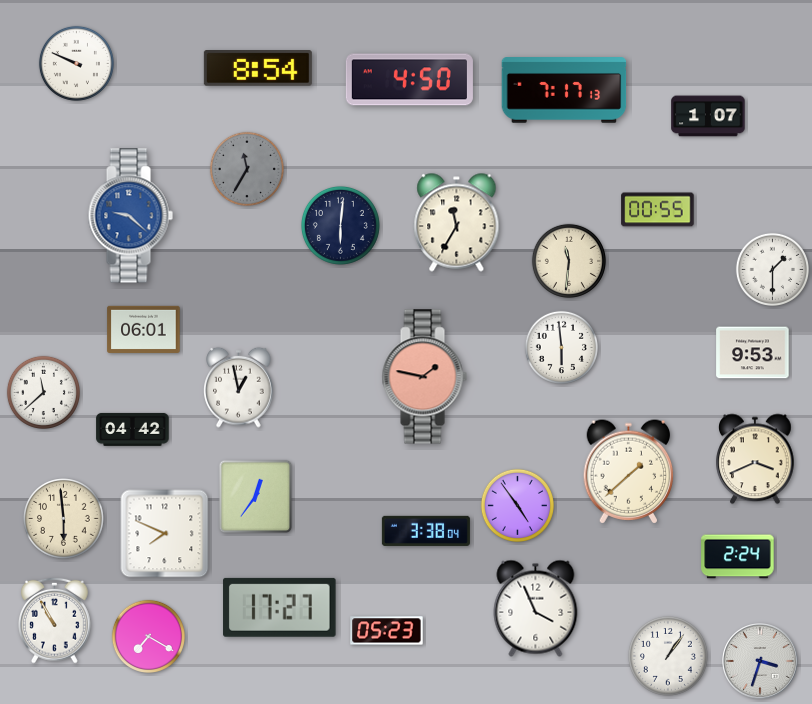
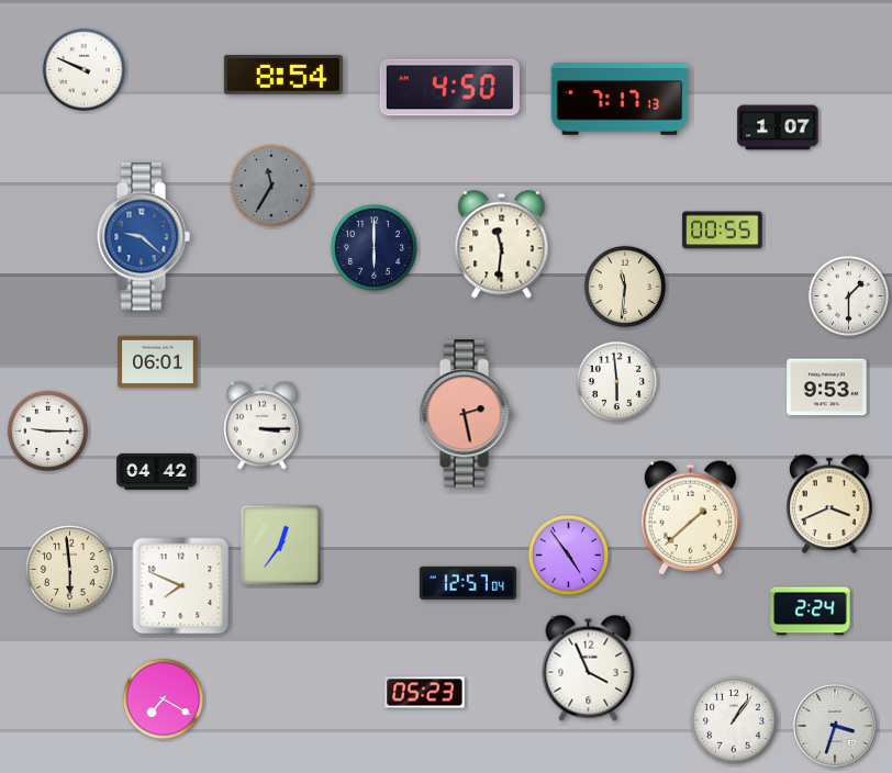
clock at (457, 223): 11:35 -> 11:31
clock at (340, 225): 6:01 -> 6:00
clock at (424, 377): 1:47 -> 2:28
clock at (239, 387): 12:58 -> 3:15
clock at (43, 392): 11:38 -> 9:15
clock at (133, 429) position: (133, 429) -> (157, 471)
clock at (426, 531): 3:38 -> 12:57
clock at (280, 607): 17:27 -> none
clock at (55, 620): 10:55 -> none
